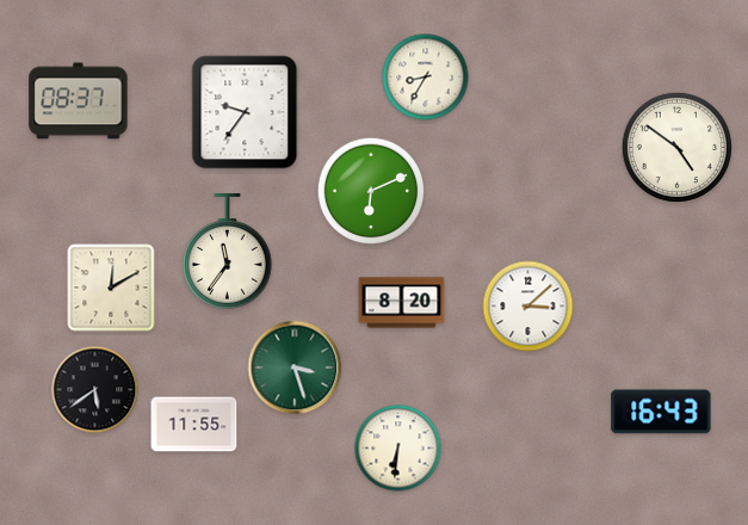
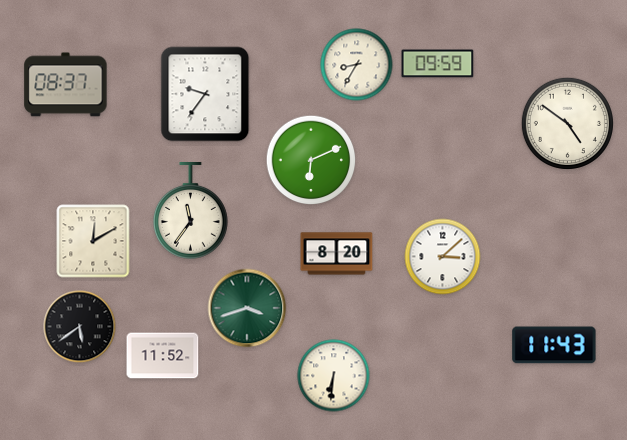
clock at (438, 64): none -> 09:59
clock at (295, 367): 3:27 -> 3:42
clock at (661, 412): 16:43 -> 11:43
clock at (194, 425): 11:55 -> 11:52
